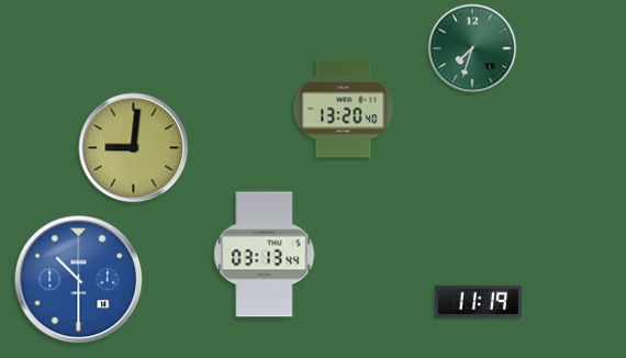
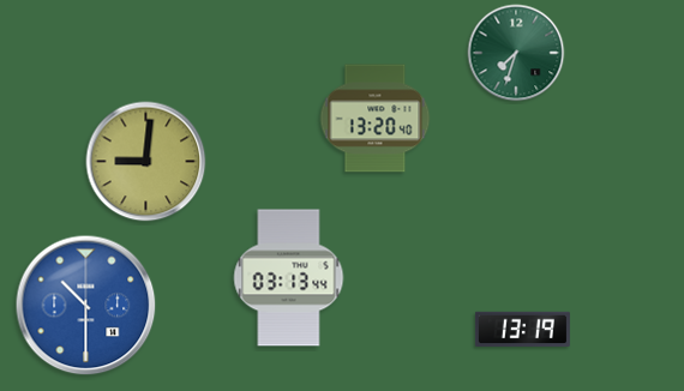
clock at (478, 302): 11:19 -> 13:19
